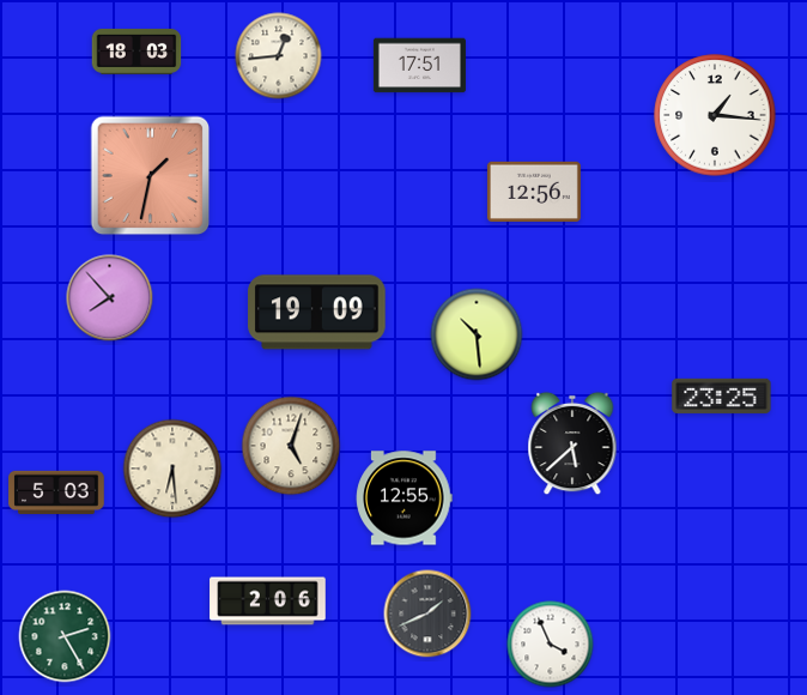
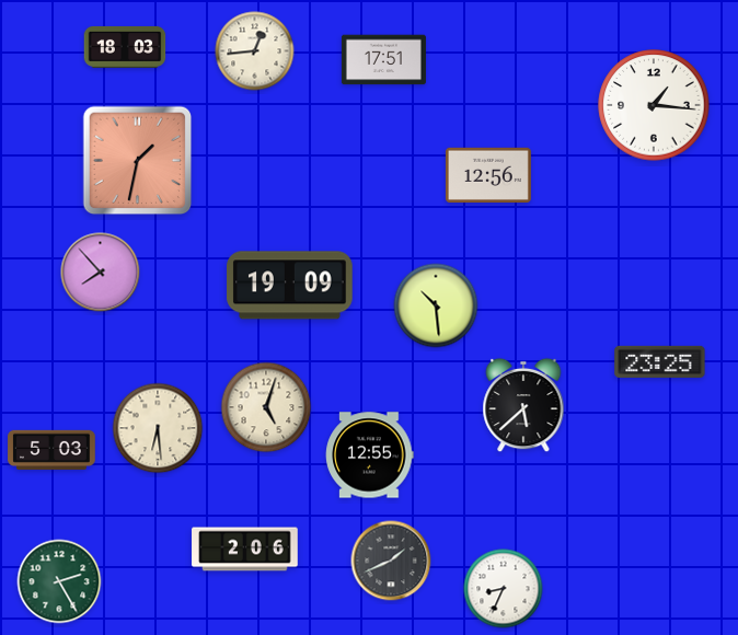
clock at (551, 645): 3:56 -> 8:34
